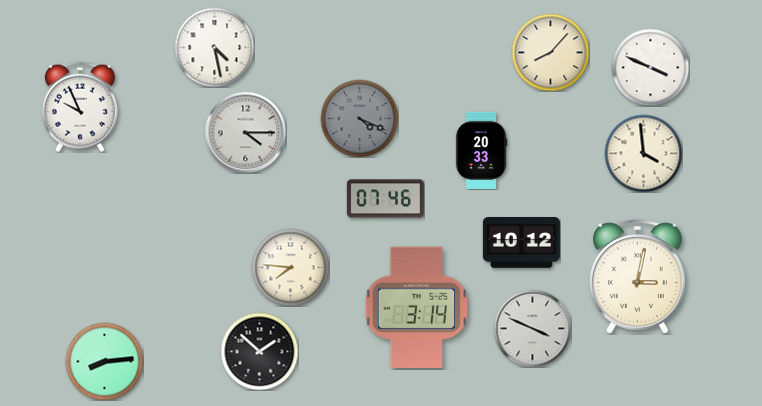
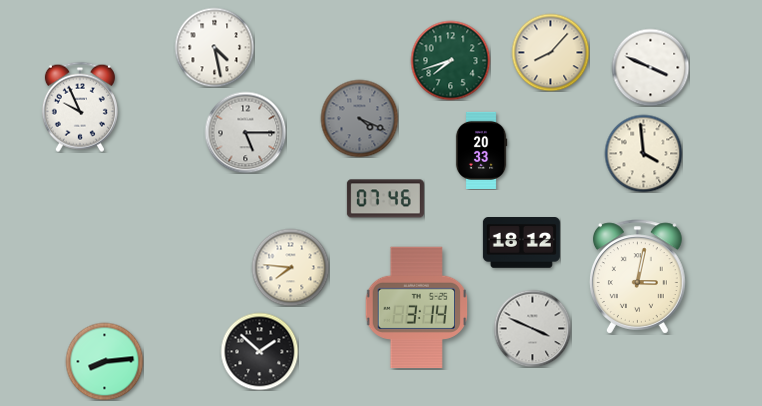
clock at (450, 60): none -> 7:42
clock at (245, 132): 4:15 -> 5:15
clock at (521, 243): 10:12 -> 18:12
